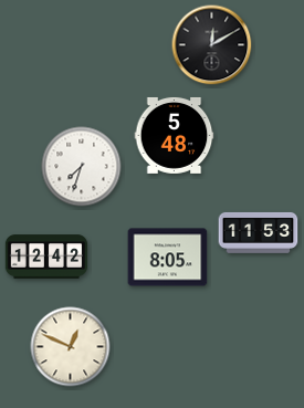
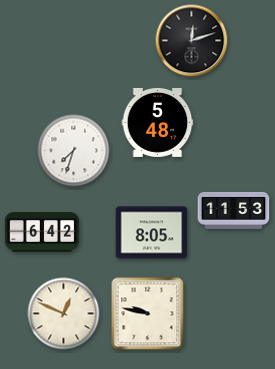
clock at (212, 45): 12:10 -> 12:12
clock at (46, 257): 12:42 -> 6:42
clock at (148, 314): none -> 9:47
